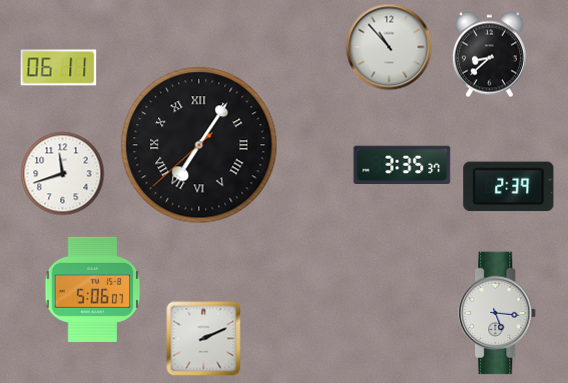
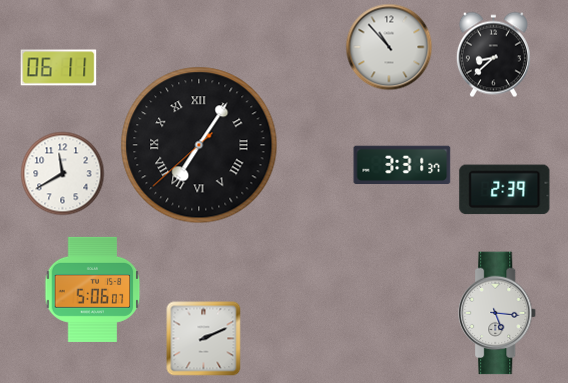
clock at (489, 55) position: (489, 55) -> (493, 55)
clock at (402, 165): 3:35 -> 3:31
clock at (63, 174): 11:42 -> 11:40
clock at (509, 187) position: (509, 187) -> (505, 190)
